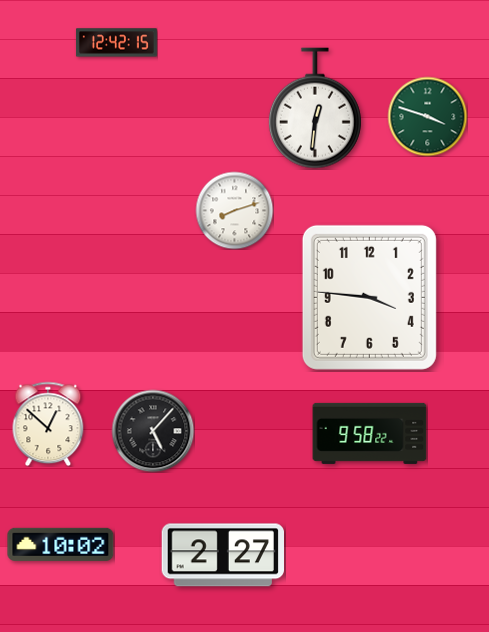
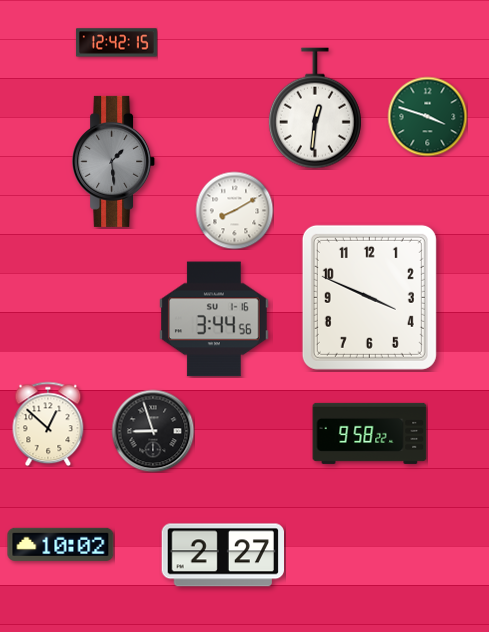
clock at (114, 161): none -> 1:29
clock at (234, 210): 8:12 -> 8:10
clock at (369, 297): 3:46 -> 3:49
clock at (215, 319): none -> 3:44
clock at (153, 431): 5:07 -> 8:57
